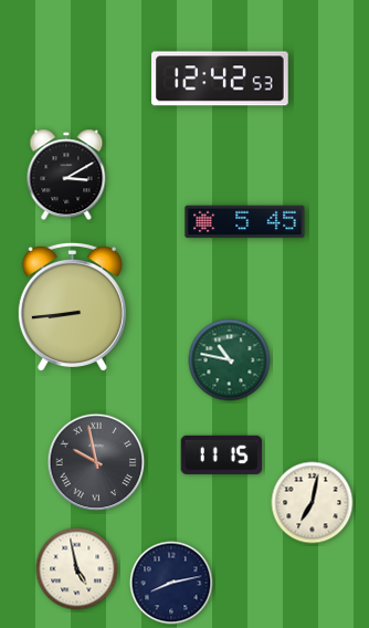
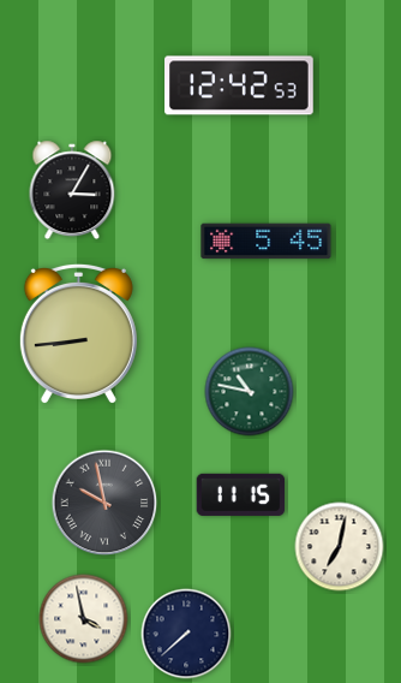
clock at (66, 175): 3:10 -> 3:05
clock at (77, 569): 4:58 -> 3:58
clock at (171, 583): 8:13 -> 7:38
